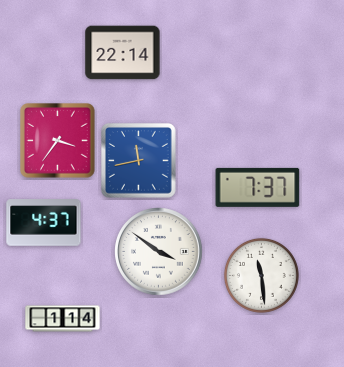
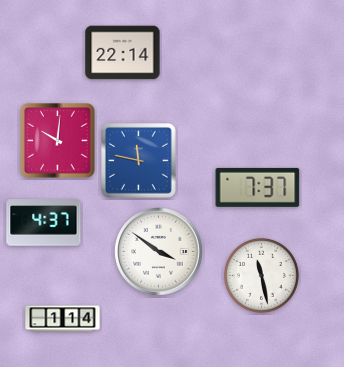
clock at (58, 141): 3:36 -> 10:01
clock at (139, 161): 11:43 -> 11:47
clock at (261, 275): 11:29 -> 11:28
